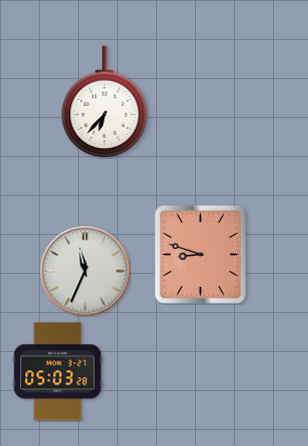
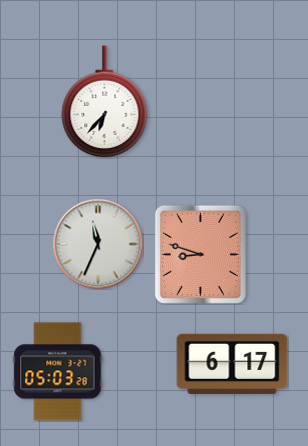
clock at (85, 271) position: (85, 271) -> (98, 244)
clock at (232, 364): none -> 6:17
